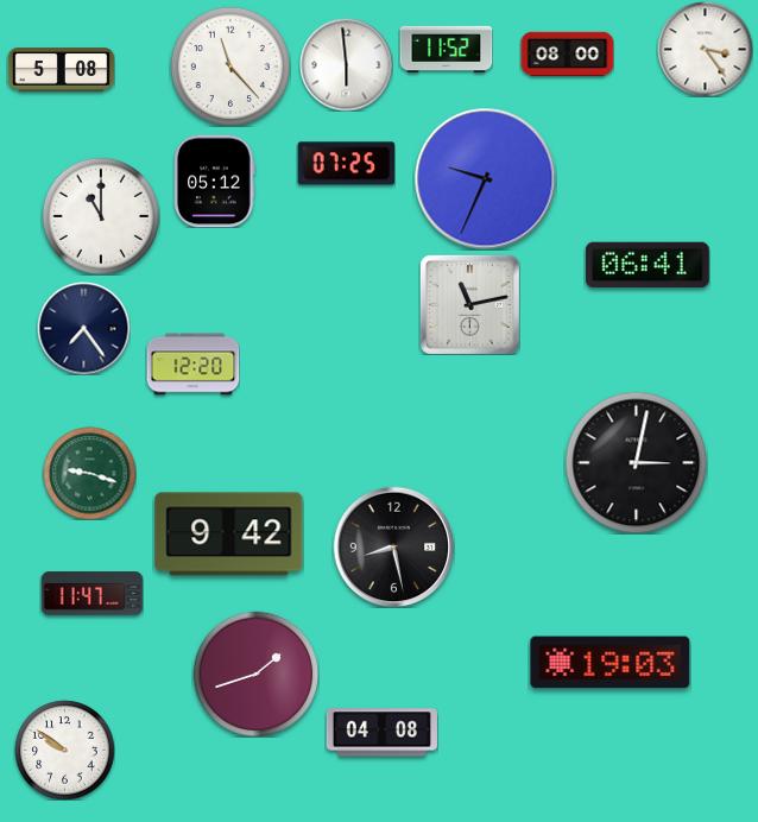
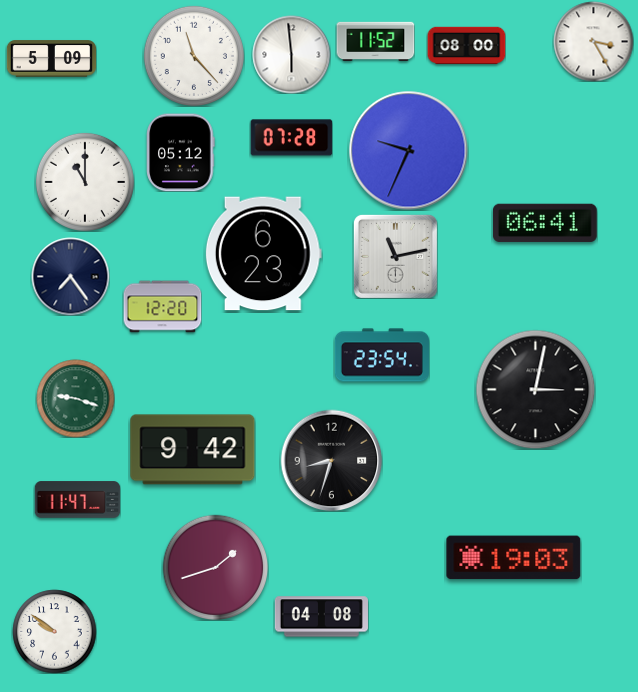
clock at (705, 49): 3:24 -> 3:25
clock at (567, 55) position: (567, 55) -> (466, 46)
clock at (61, 70): 5:08 -> 5:09
clock at (346, 164): 07:25 -> 07:28
clock at (263, 254): none -> 6:23
clock at (382, 355): none -> 23:54
clock at (393, 546): 8:28 -> 8:33
